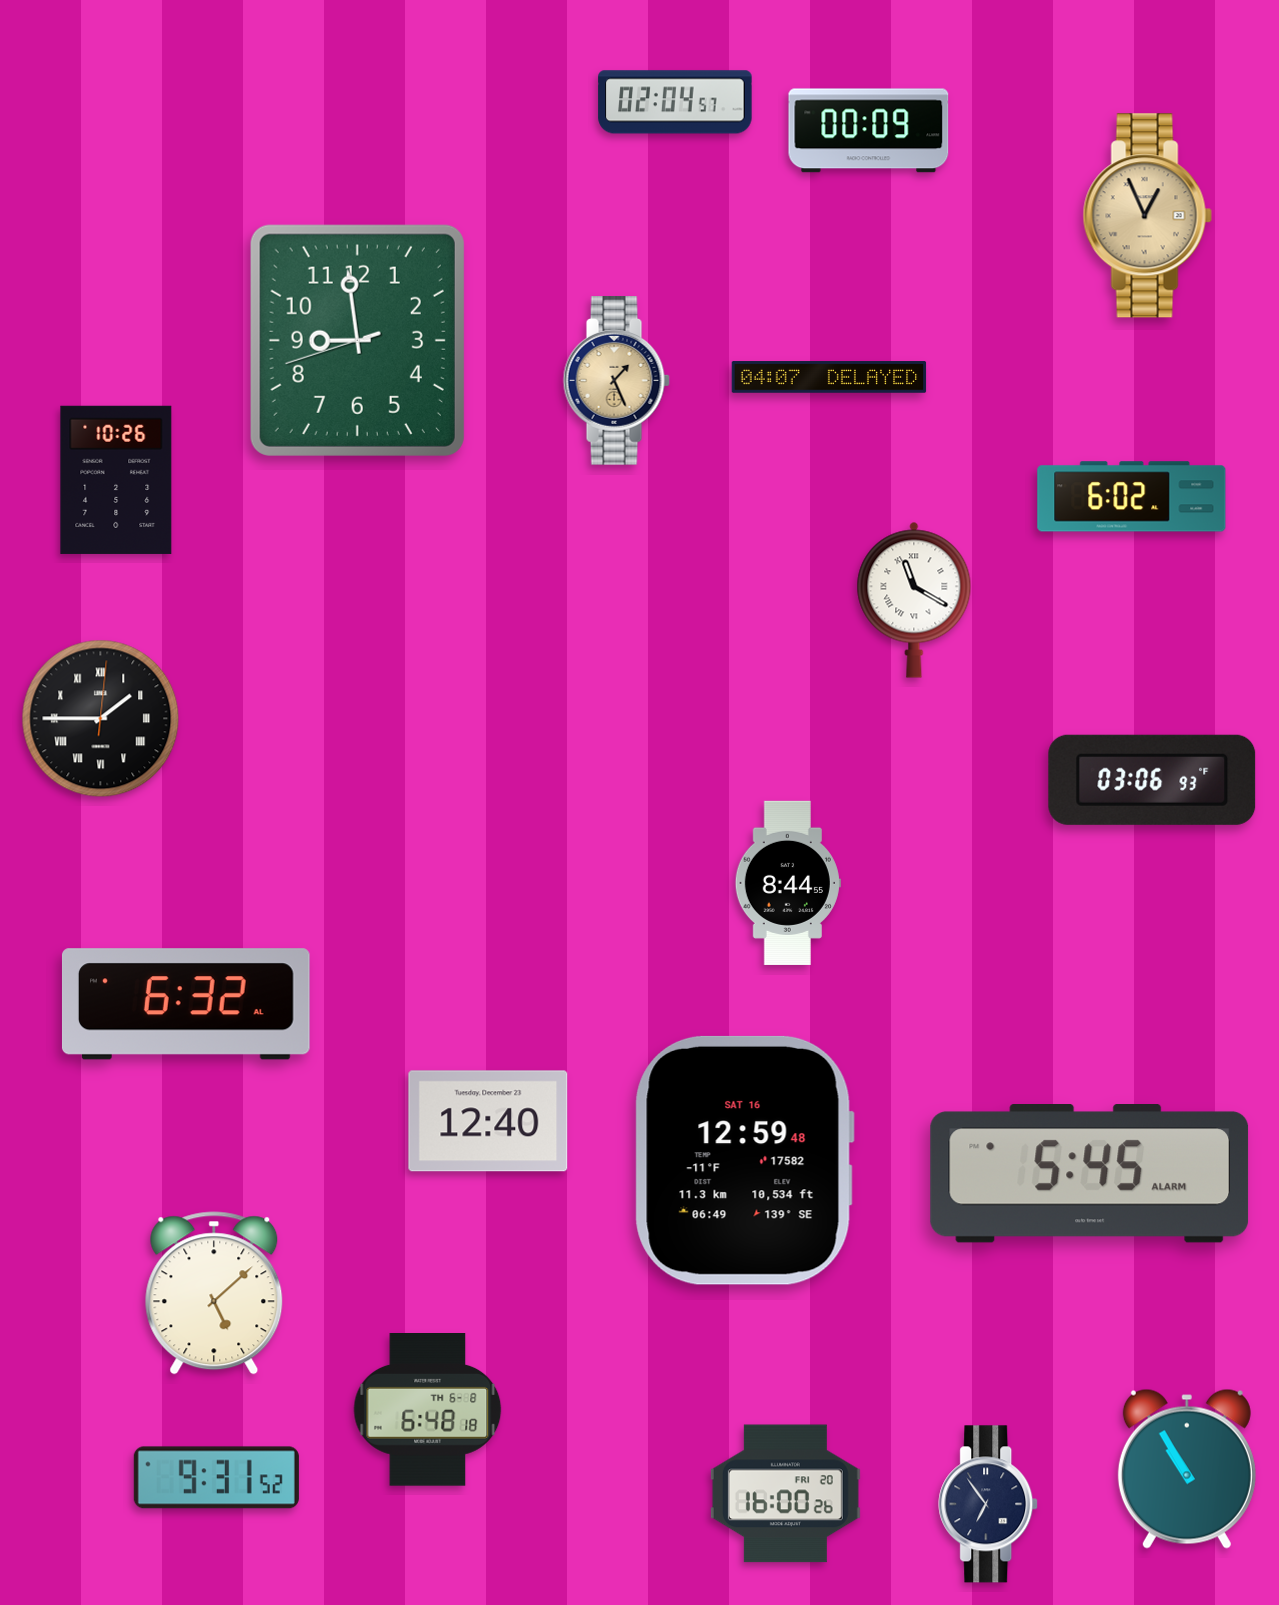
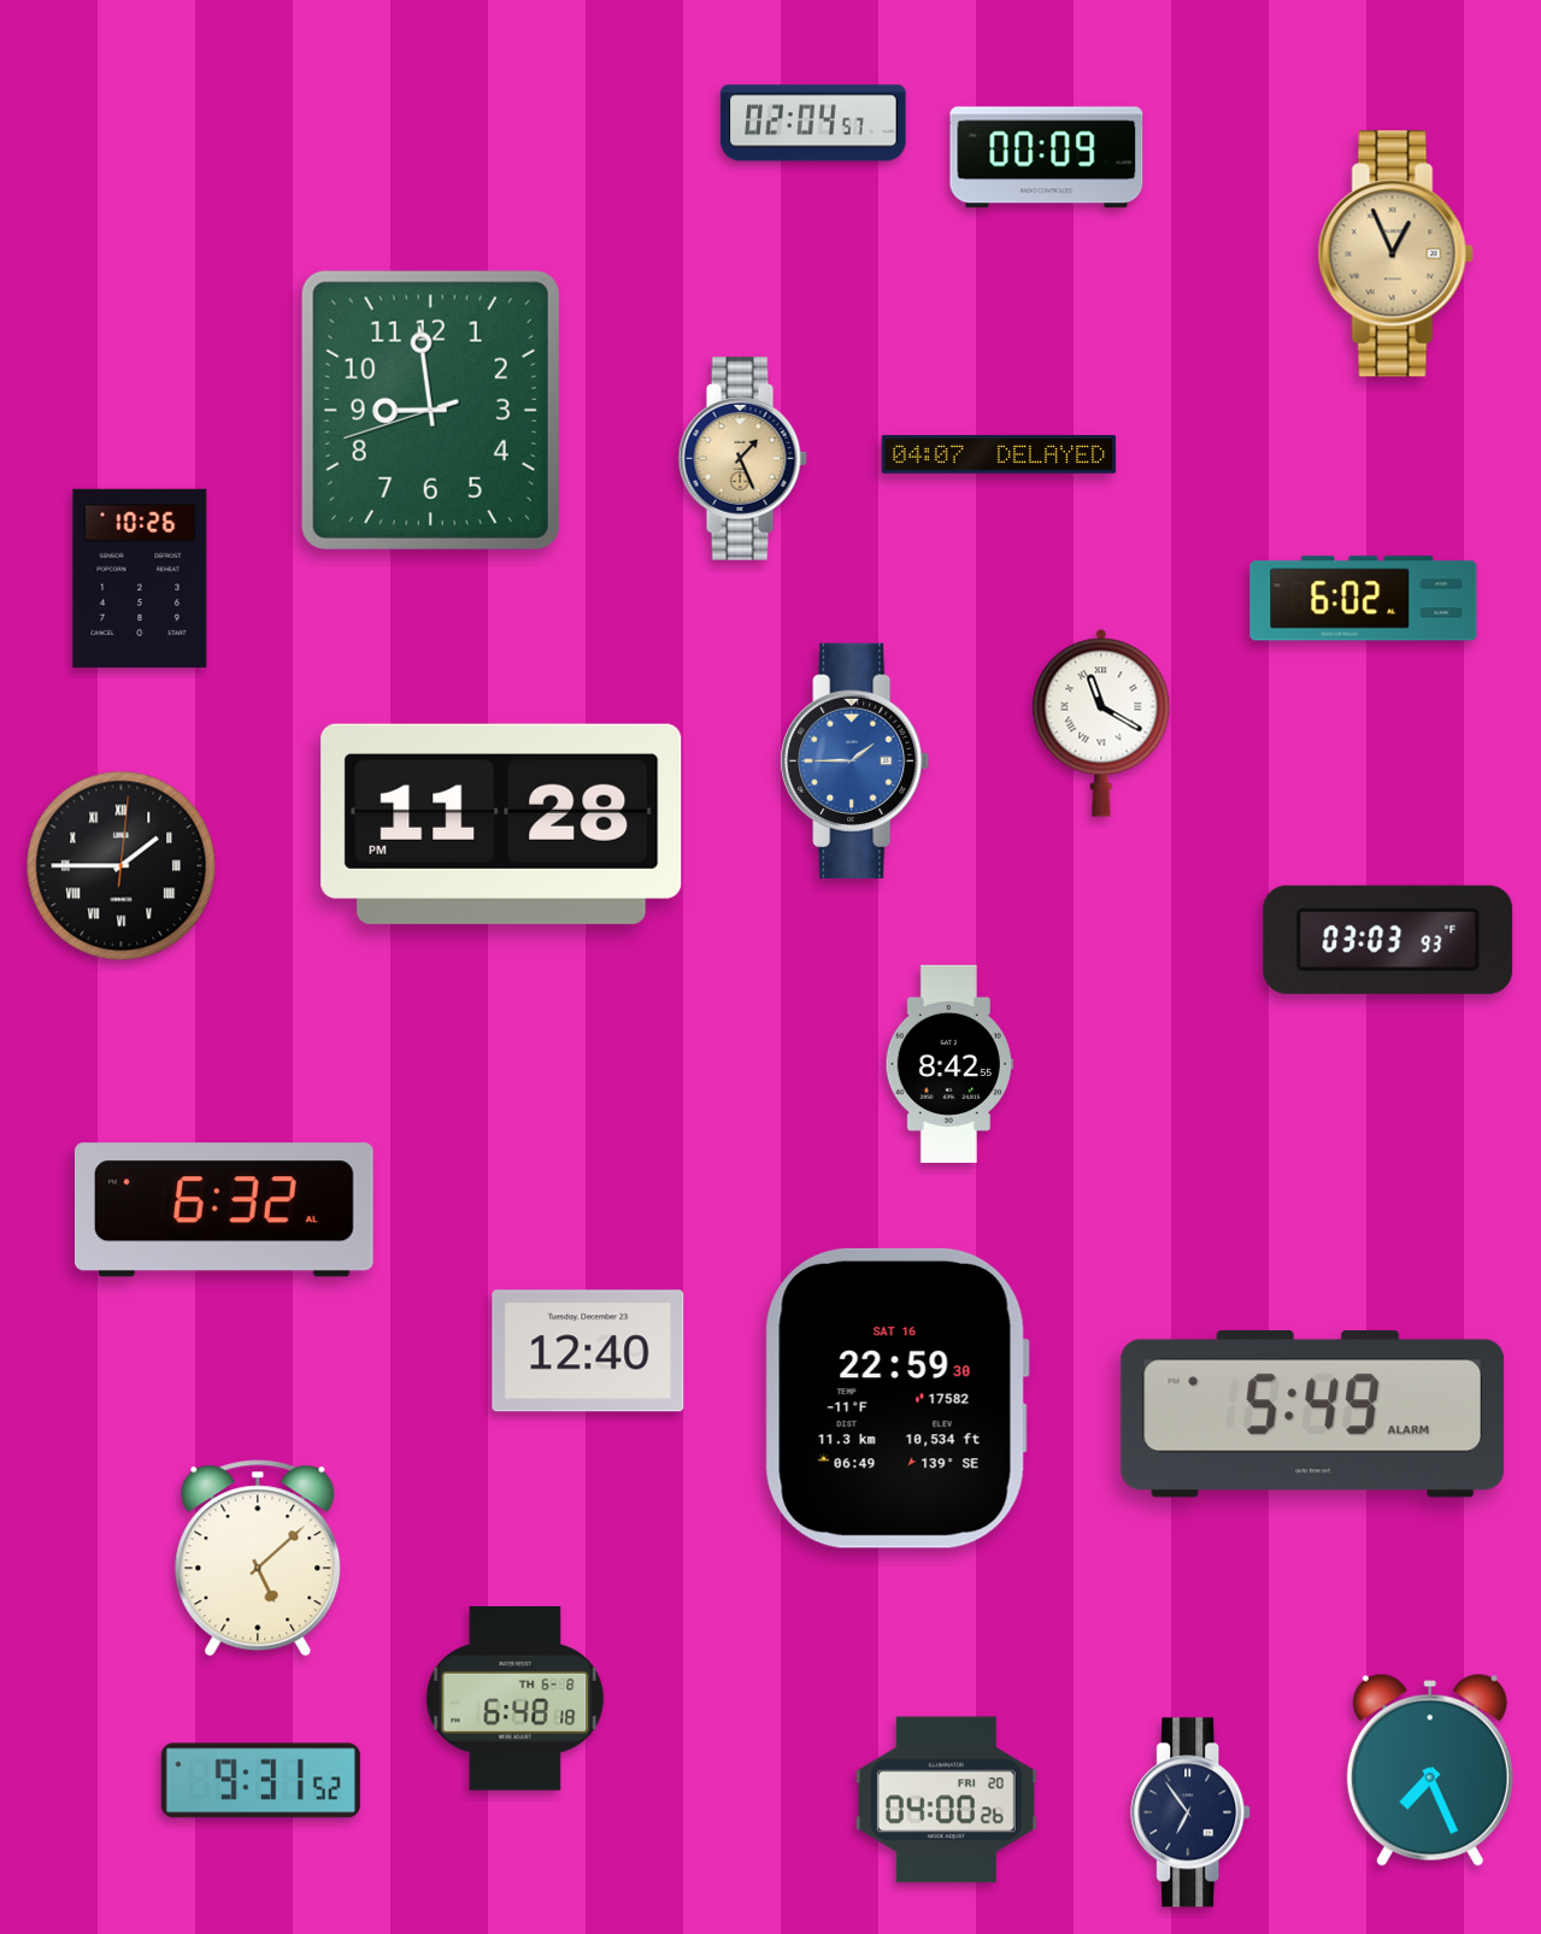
clock at (1147, 216) position: (1147, 216) -> (1395, 254)
clock at (855, 760): none -> 1:45
clock at (501, 824): none -> 11:28
clock at (1152, 780): 03:06 -> 03:03
clock at (788, 883): 8:44 -> 8:42
clock at (744, 1160): 12:59 -> 22:59
clock at (1090, 1174): 5:45 -> 5:49
clock at (1187, 1469): 10:55 -> 7:26
clock at (785, 1494): 16:00 -> 04:00
